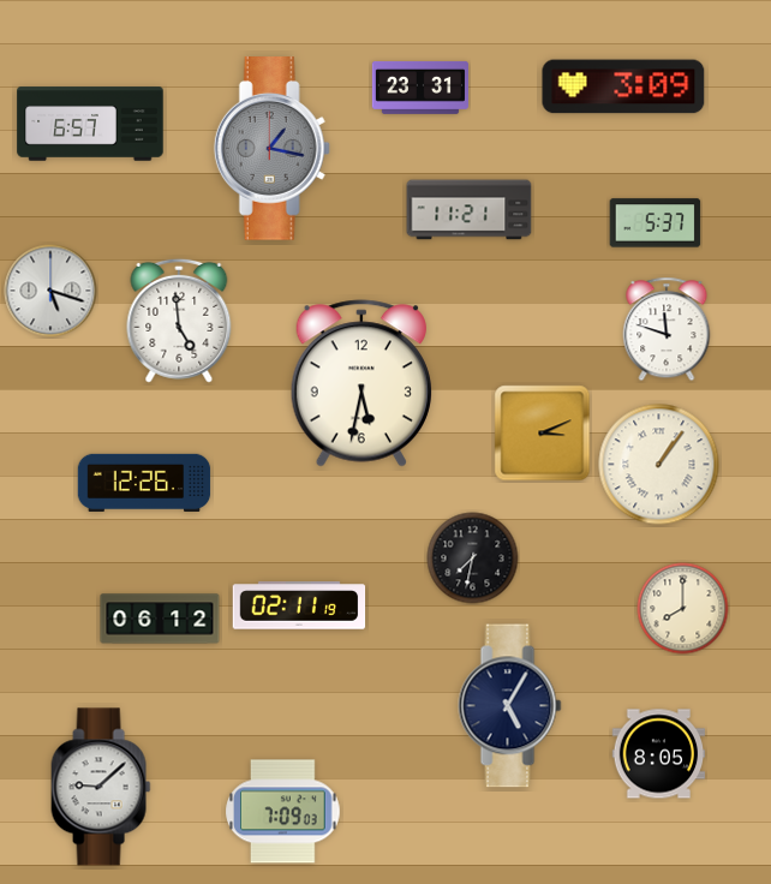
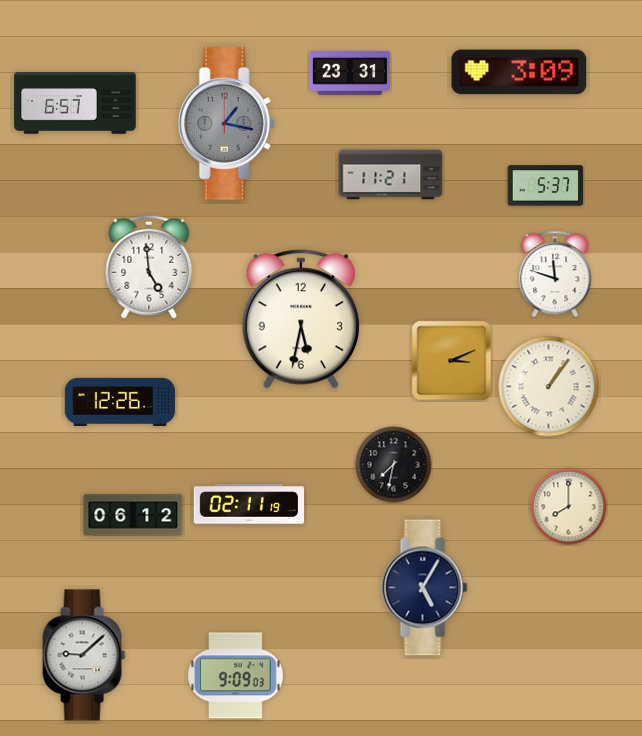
clock at (50, 291): 5:18 -> none
clock at (659, 754): 8:05 -> none
clock at (283, 812): 7:09 -> 9:09
